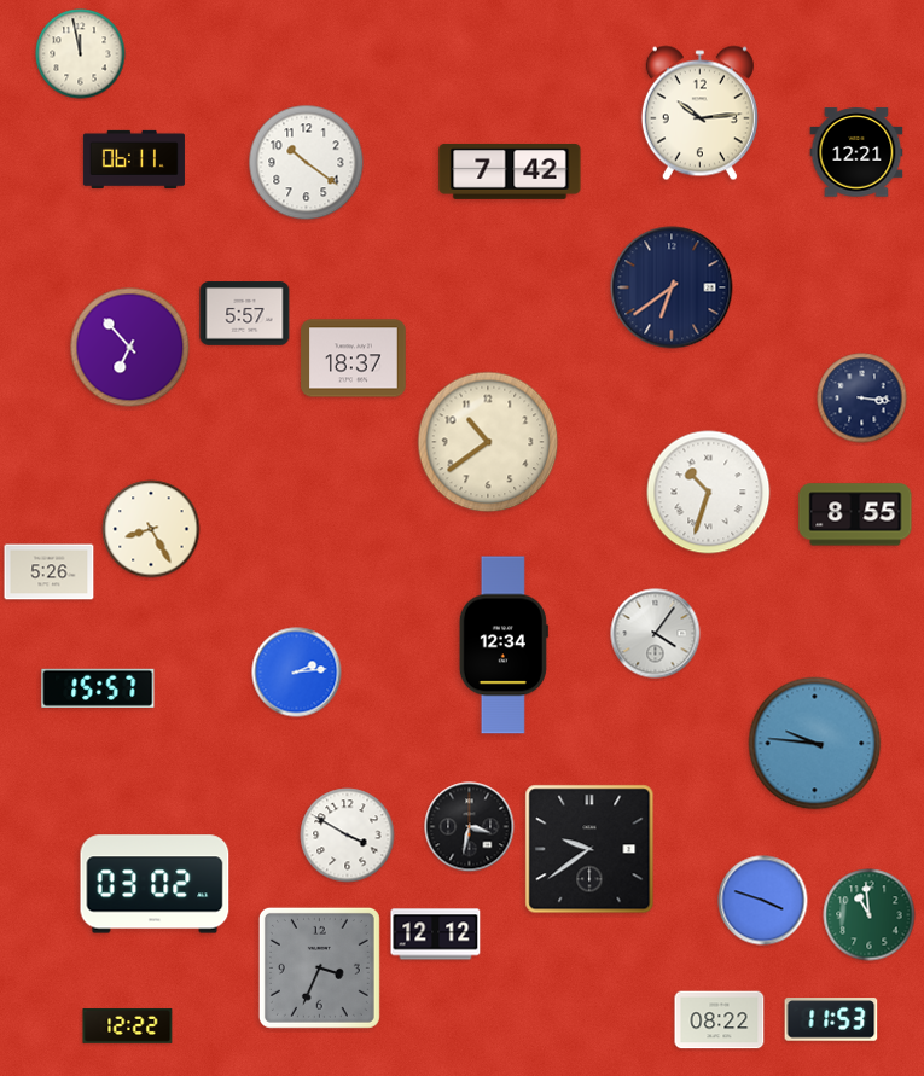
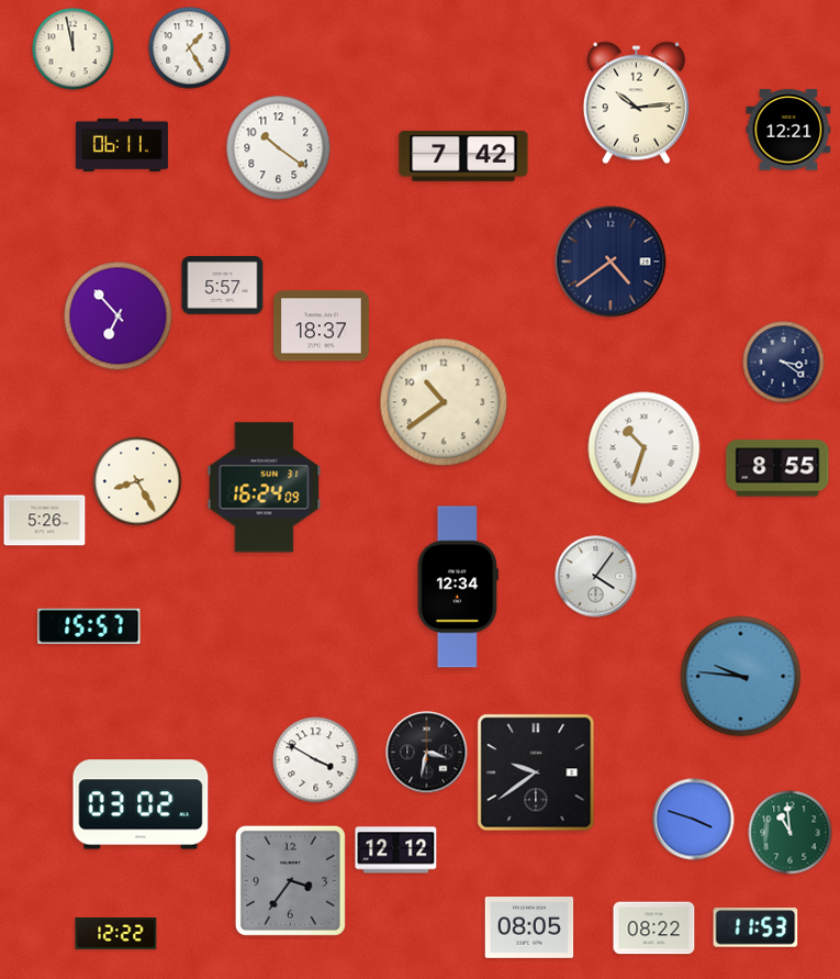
clock at (190, 48): none -> 1:25
clock at (856, 152) position: (856, 152) -> (788, 130)
clock at (672, 287): 6:39 -> 4:39
clock at (862, 399): 3:16 -> 3:21
clock at (265, 488): none -> 16:24
clock at (297, 673): 2:14 -> none
clock at (319, 967): 3:34 -> 3:36
clock at (529, 928): none -> 08:05
